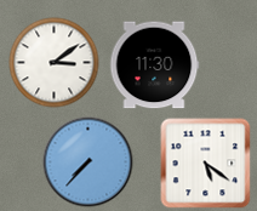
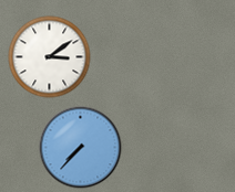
clock at (154, 65): 11:30 -> none
clock at (206, 164): 5:21 -> none
